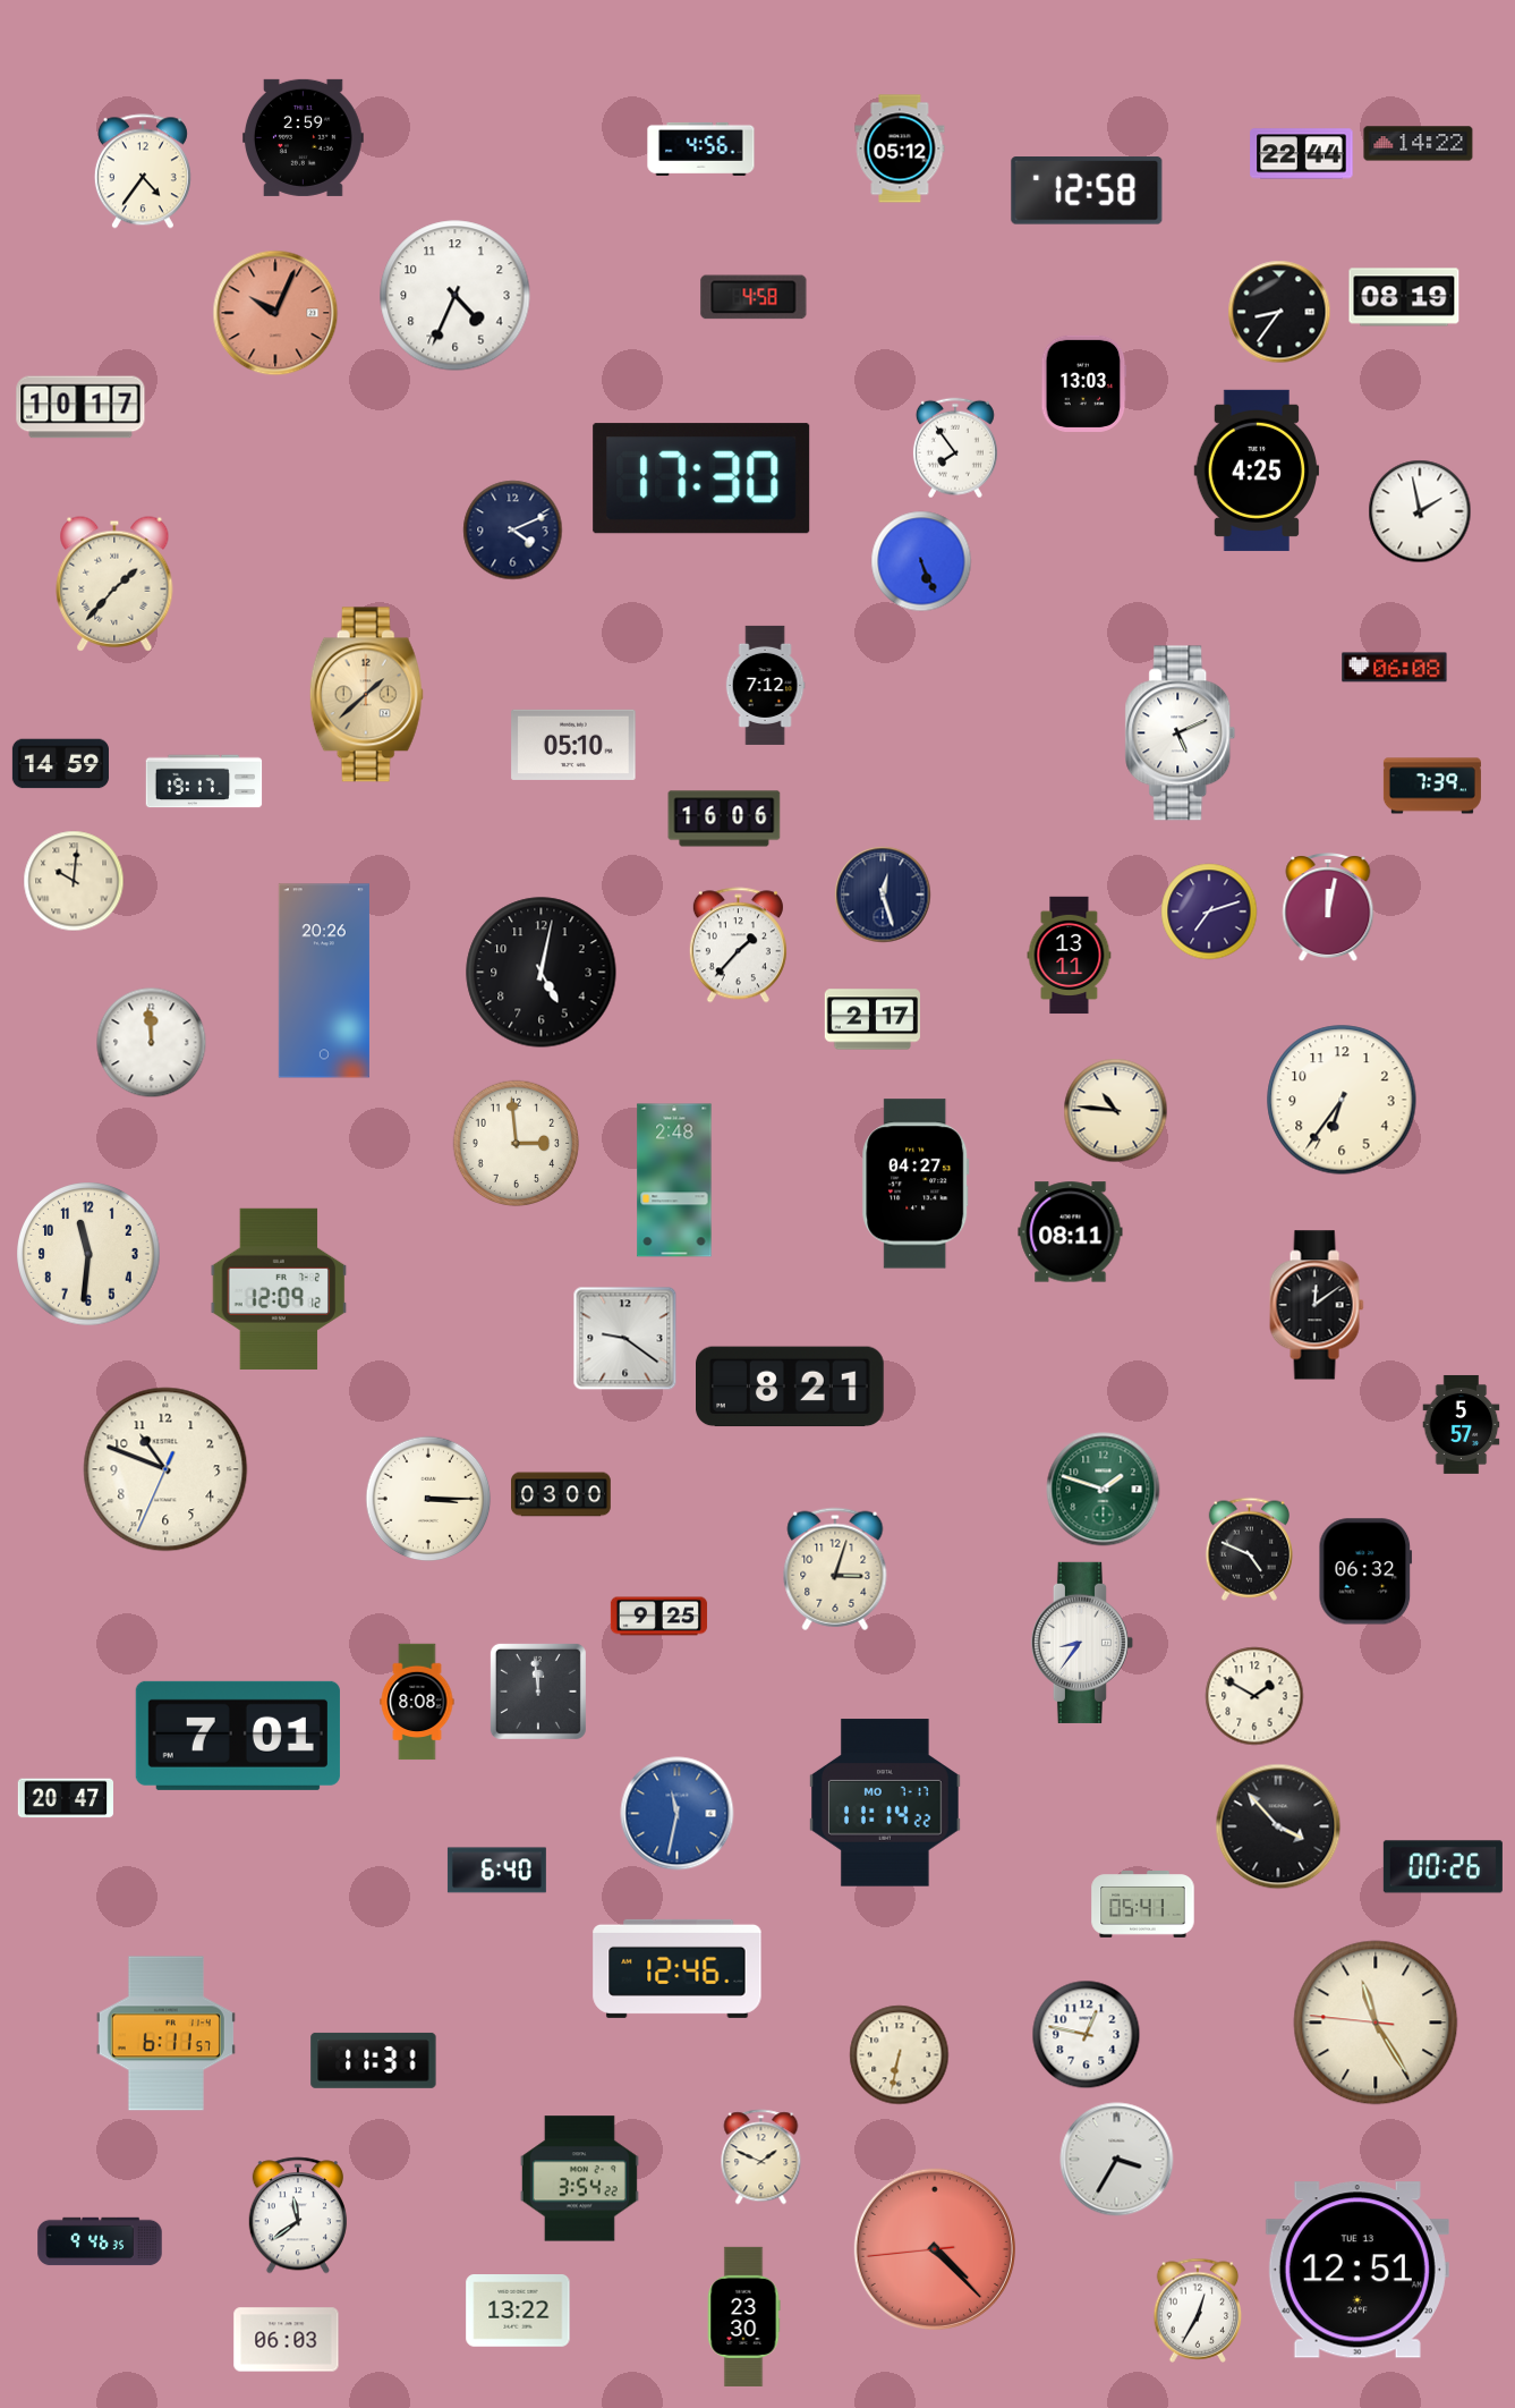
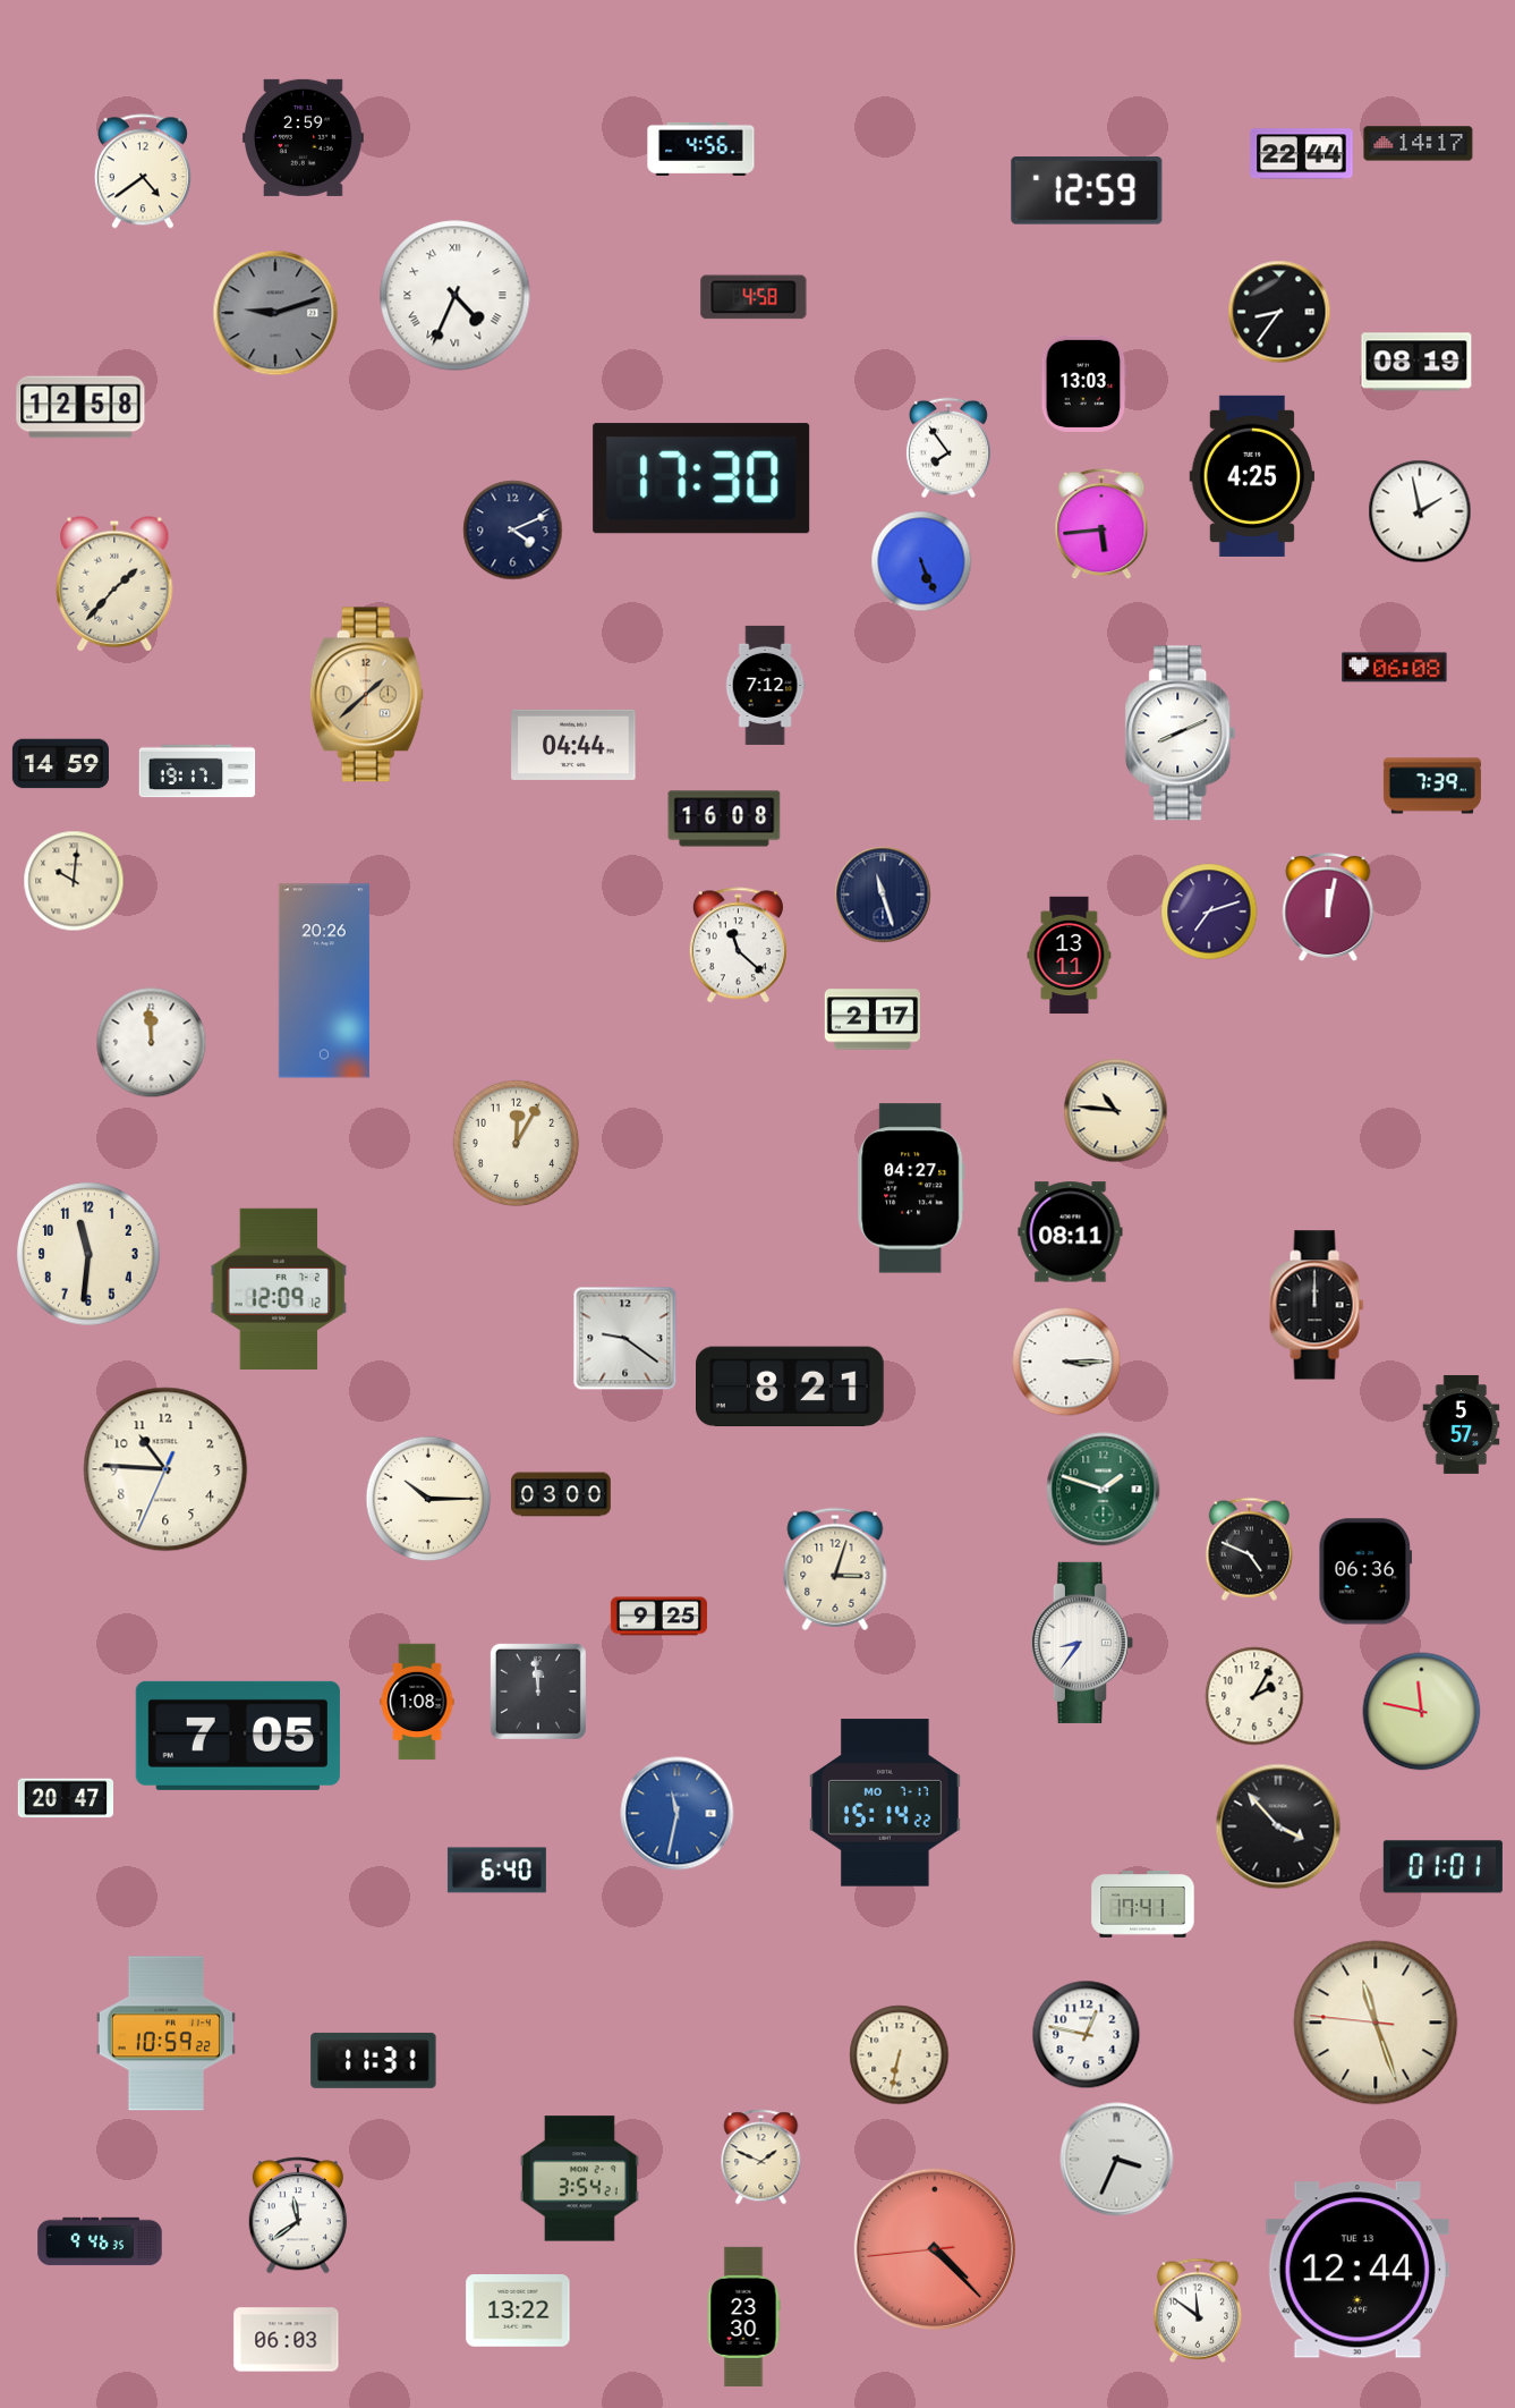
clock at (1419, 144): 14:22 -> 14:17
clock at (900, 149): 05:12 -> none
clock at (143, 171): 4:36 -> 4:39
clock at (1087, 190): 12:58 -> 12:59
clock at (456, 296) numerals: Arabic -> Roman
clock at (1404, 297) position: (1404, 297) -> (1416, 362)
clock at (275, 313): 10:04 -> 9:12
clock at (275, 313) dial: salmon -> grey
clock at (80, 407): 10:17 -> 12:58
clock at (955, 448) position: (955, 448) -> (948, 448)
clock at (1257, 470) position: (1257, 470) -> (1252, 476)
clock at (1101, 524): none -> 5:44
clock at (1181, 734): 5:11 -> 8:11
clock at (573, 745): 05:10 -> 04:44
clock at (204, 781) position: (204, 781) -> (197, 771)
clock at (724, 819): 16:06 -> 16:08
clock at (883, 894): 12:27 -> 11:27
clock at (738, 946): 1:37 -> 11:22
clock at (542, 973): 5:02 -> none
clock at (1342, 1100): 6:36 -> none
clock at (517, 1144): 2:59 -> 12:05
clock at (674, 1180): 2:48 -> none
clock at (916, 1184) position: (916, 1184) -> (911, 1188)
clock at (1317, 1305): 12:09 -> 12:00
clock at (1066, 1362): none -> 3:15
clock at (165, 1469): 10:48 -> 10:45
clock at (428, 1499): 3:15 -> 10:15
clock at (1365, 1571): 06:32 -> 06:36
clock at (1254, 1696): 1:50 -> 2:05
clock at (417, 1702): 8:08 -> 1:08
clock at (1422, 1712): none -> 11:47
clock at (238, 1736): 7:01 -> 7:05
clock at (886, 1803): 11:14 -> 15:14
clock at (1442, 1867): 00:26 -> 01:01
clock at (1143, 1905): 05:41 -> 17:41
clock at (678, 1968): 12:46 -> none
clock at (1376, 2023): 11:24 -> 11:26
clock at (165, 2034): 6:11 -> 10:59
clock at (1117, 2160): 3:35 -> 3:34
clock at (579, 2179): 3:54:22 -> 3:54:21
clock at (1357, 2270): 12:51 -> 12:44
clock at (1198, 2311): 12:35 -> 11:51
